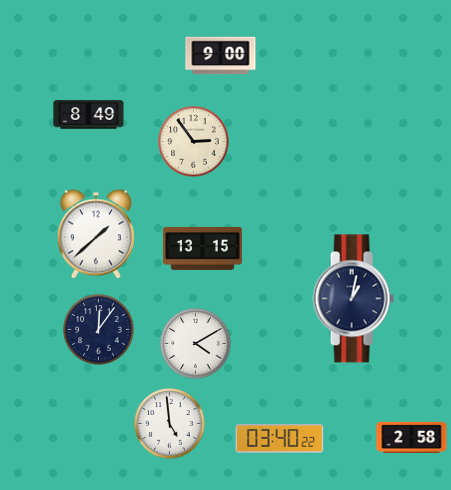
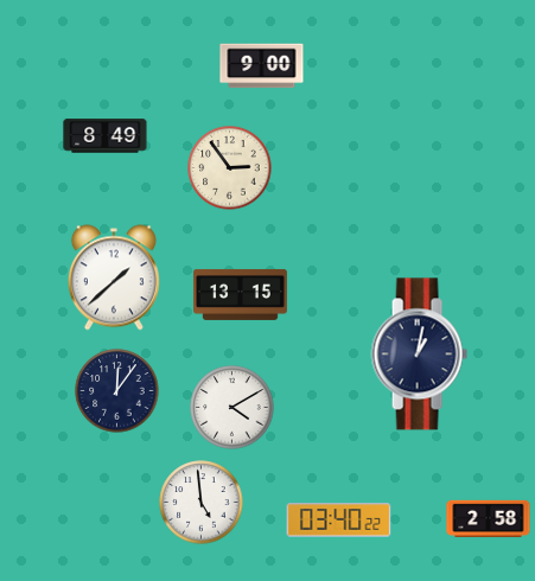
clock at (280, 439) position: (280, 439) -> (339, 521)
